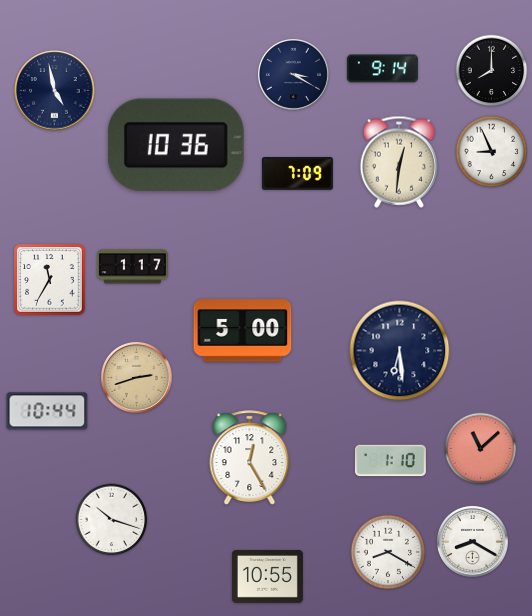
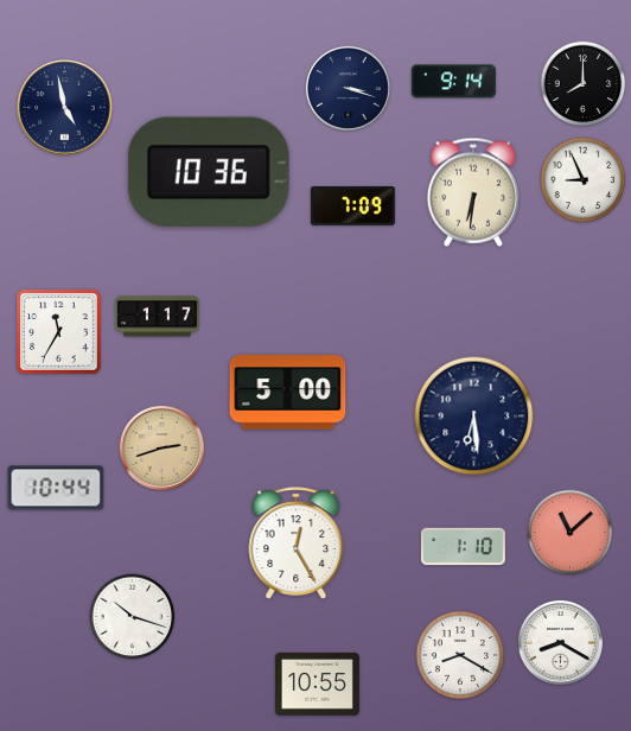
clock at (293, 74): 3:20 -> 3:18
clock at (398, 162): 12:31 -> 6:31
